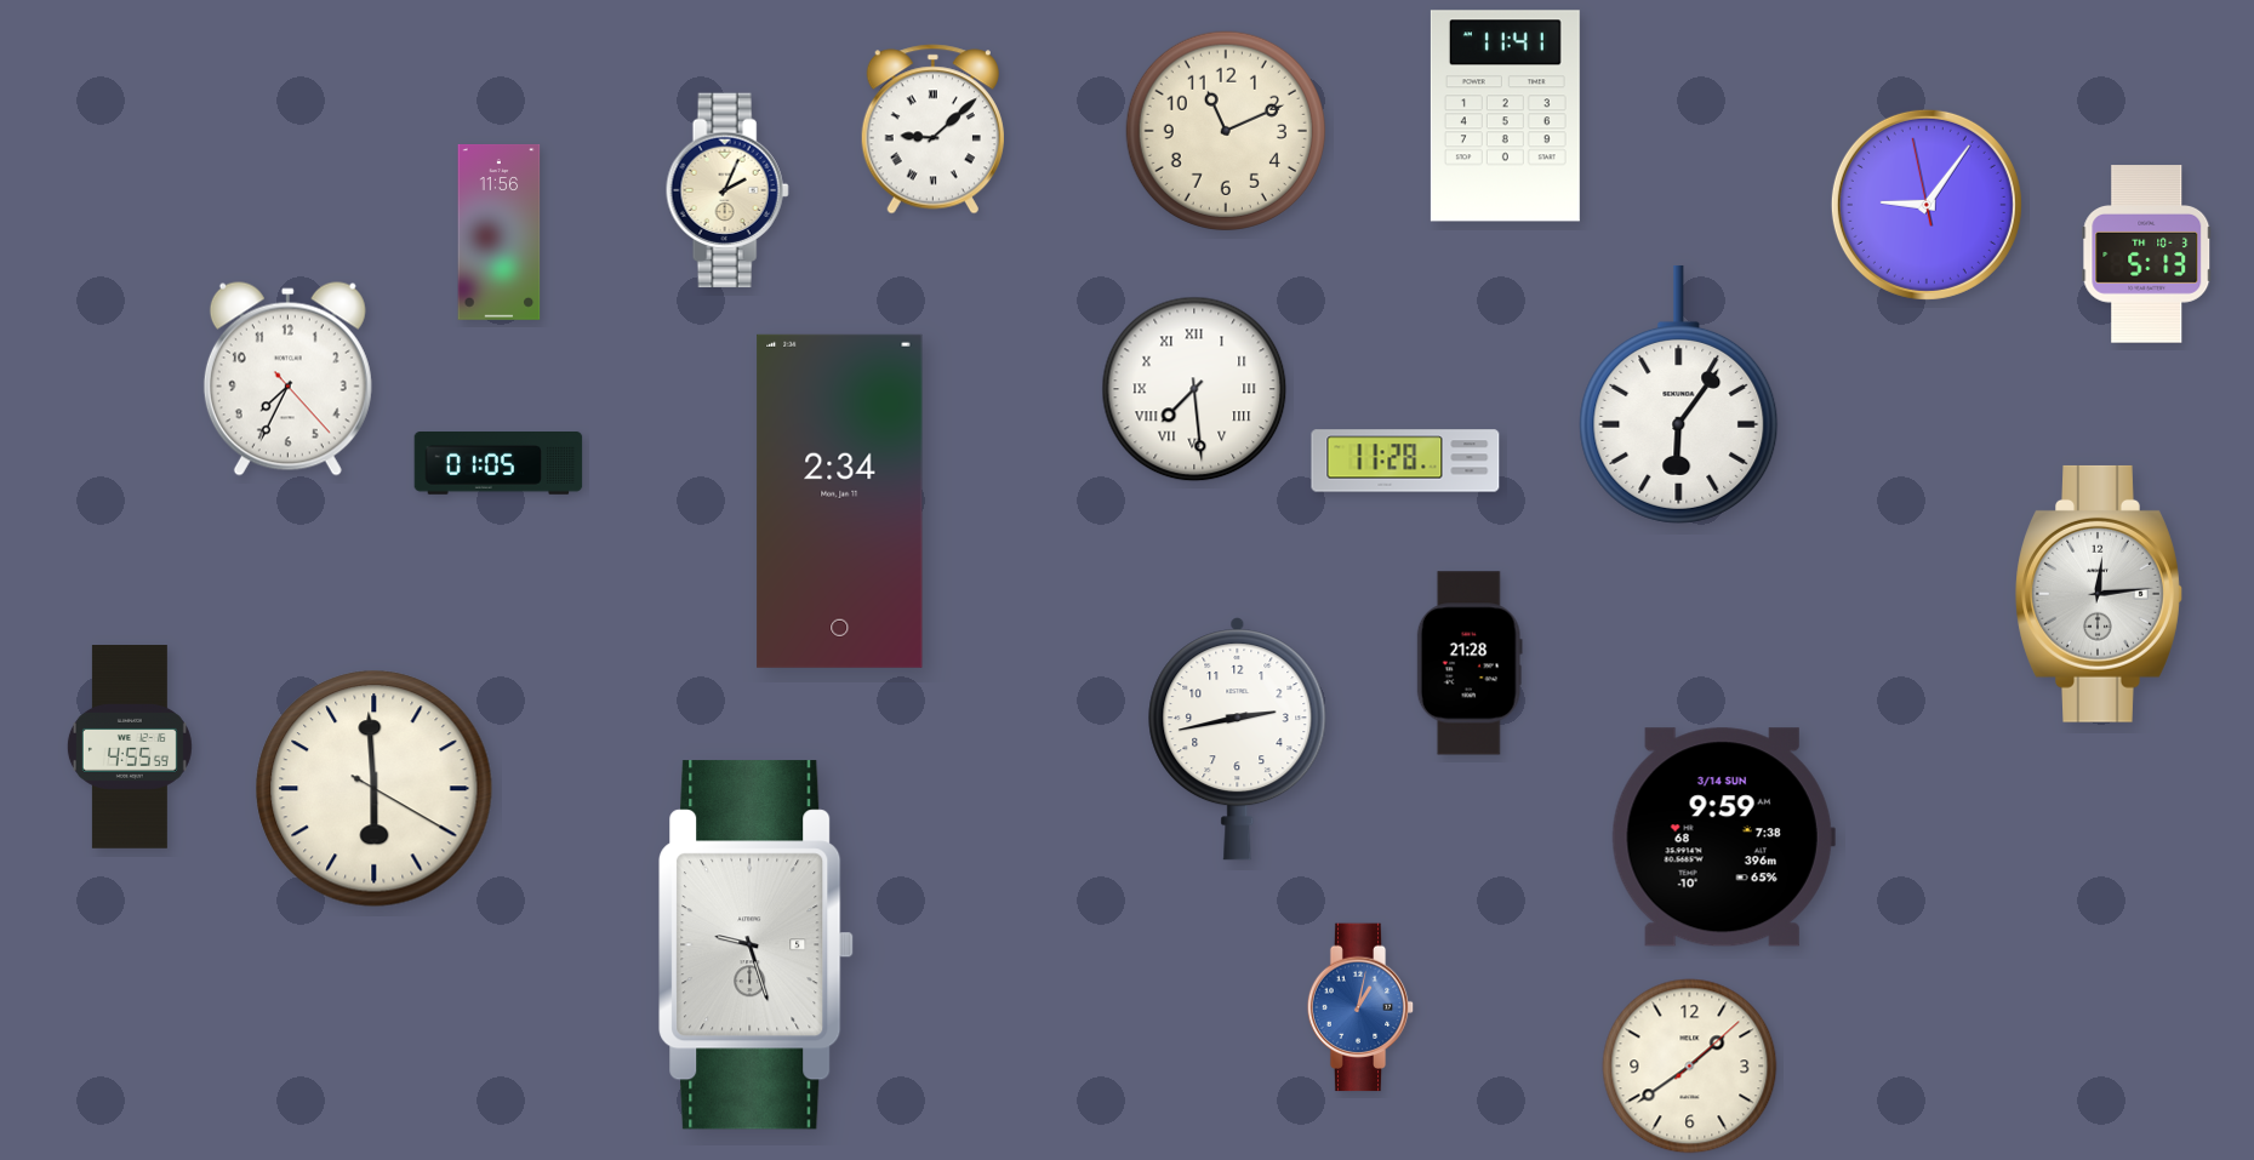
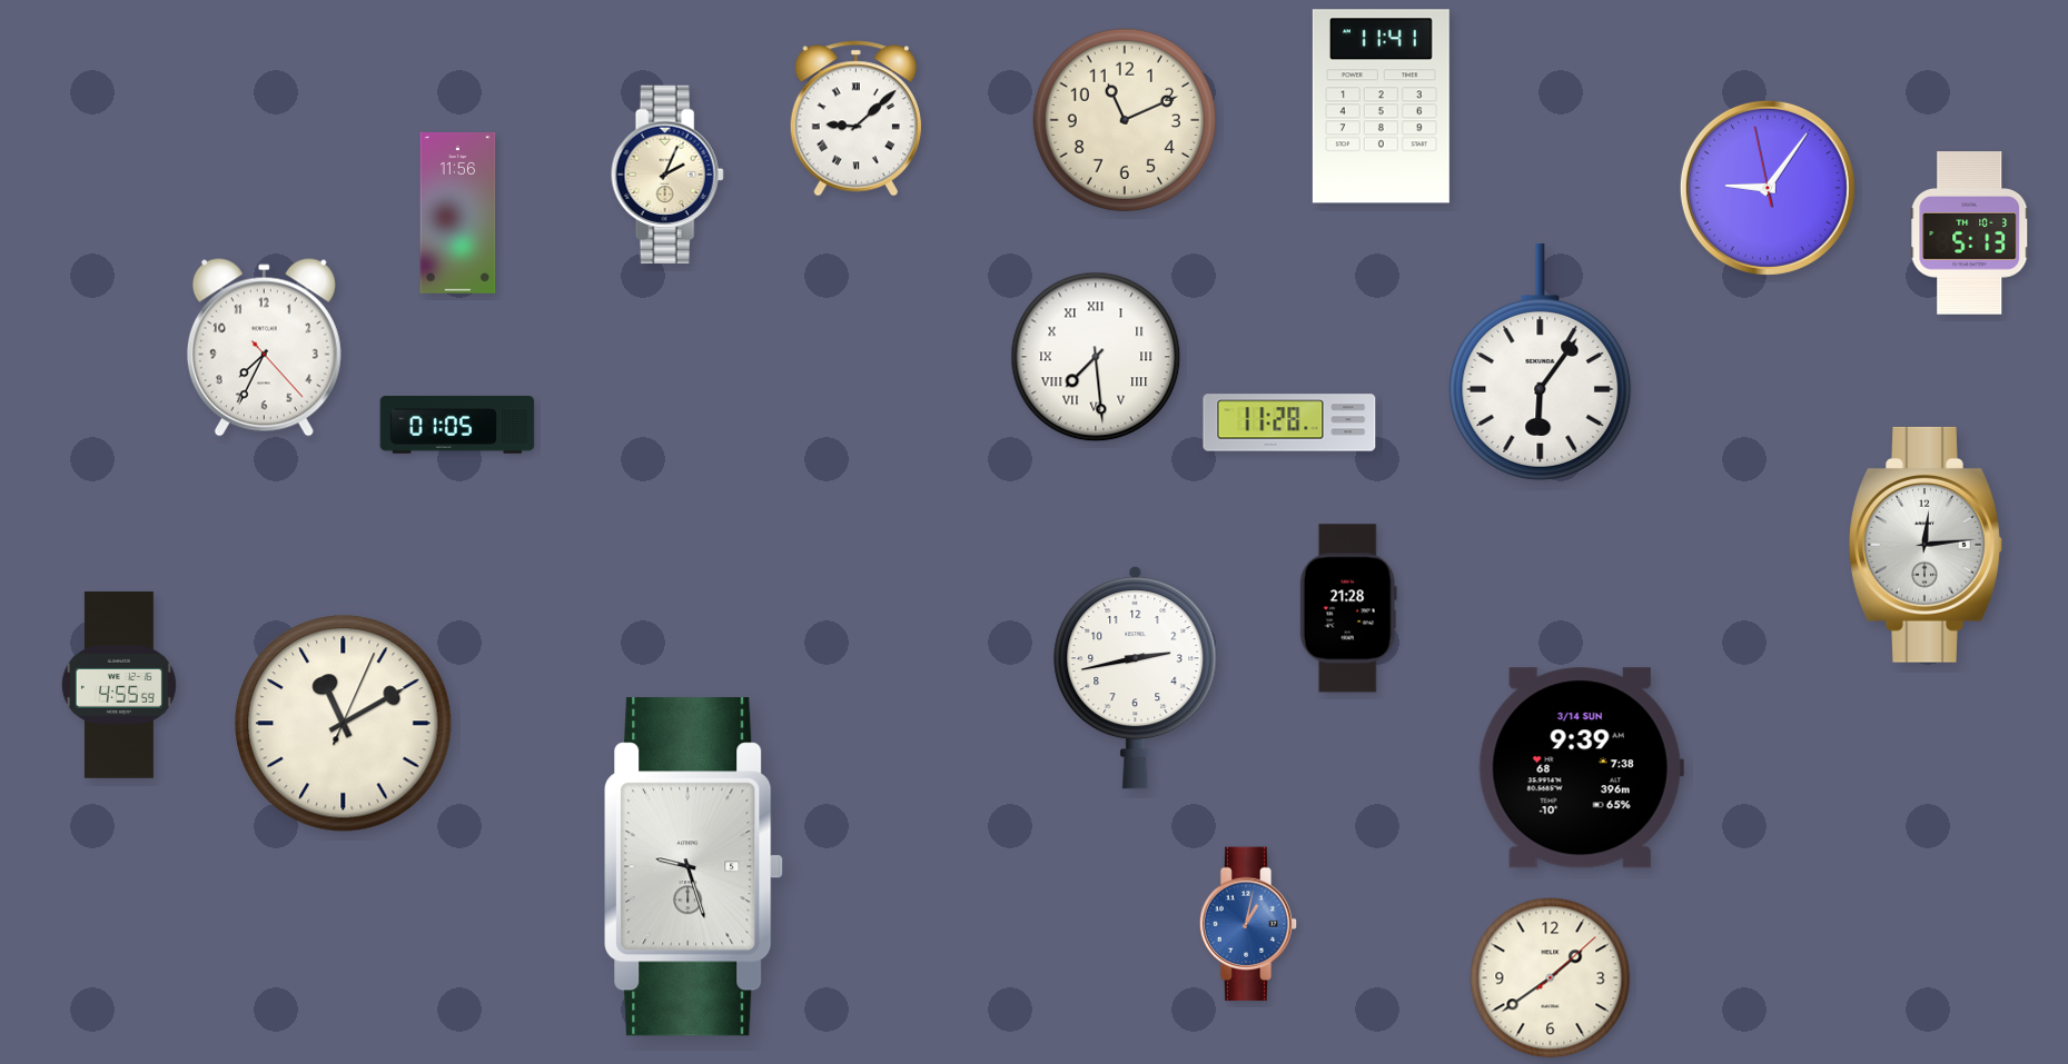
clock at (840, 501): 2:34 -> none
clock at (375, 789): 5:59 -> 11:10
clock at (1723, 838): 9:59 -> 9:39
